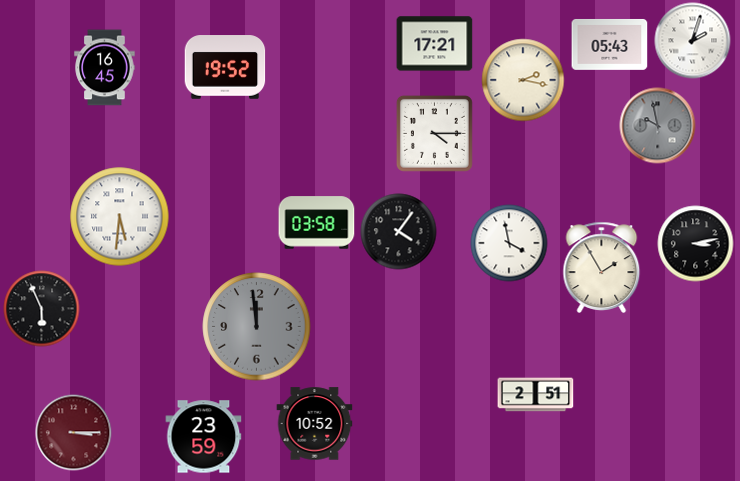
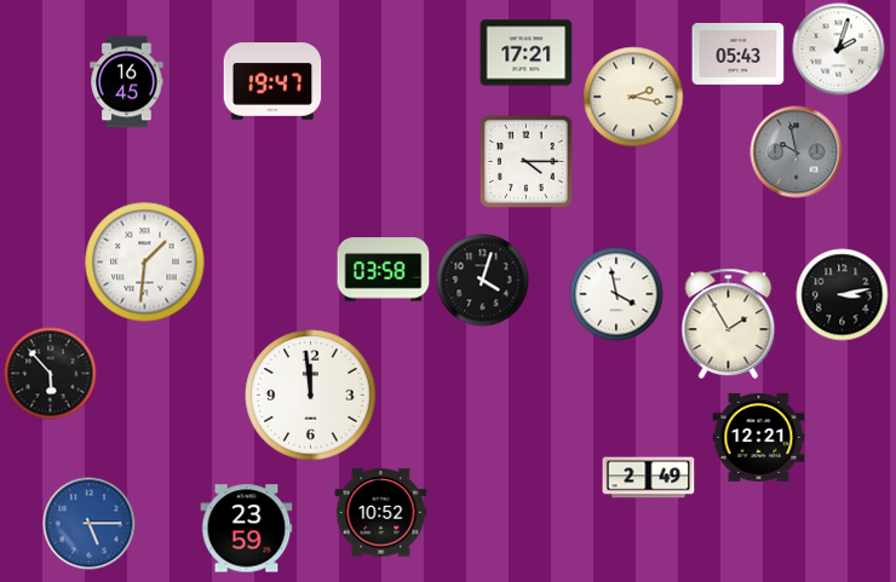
clock at (225, 67): 19:52 -> 19:47
clock at (120, 217): 5:31 -> 1:31
clock at (399, 232): 4:06 -> 4:03
clock at (42, 309): 5:56 -> 5:53
clock at (257, 327) dial: grey -> white
clock at (759, 438): none -> 12:21
clock at (536, 395): 2:51 -> 2:49
clock at (74, 433): 3:15 -> 5:15
clock at (74, 433) dial: burgundy -> blue
